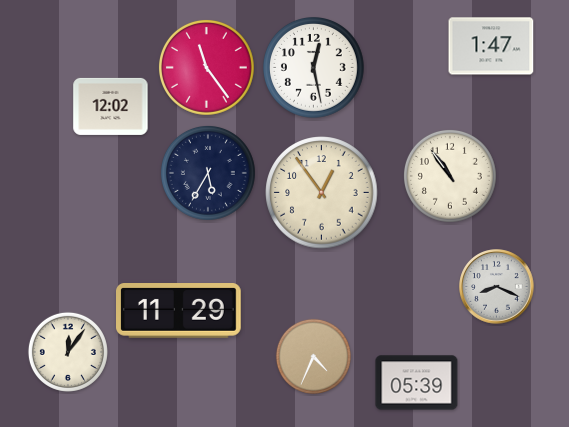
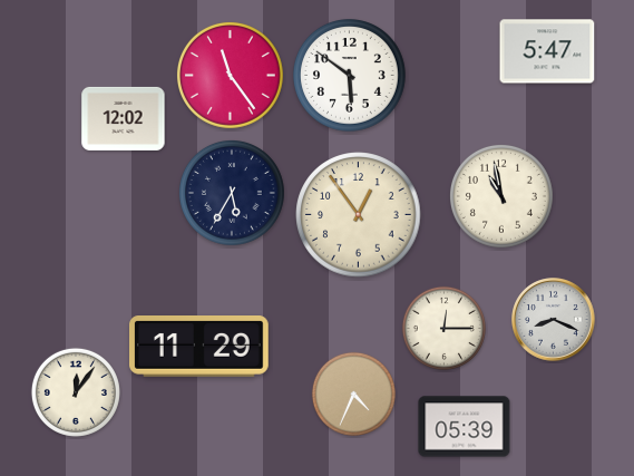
clock at (491, 46): 1:47 -> 5:47
clock at (314, 68): 12:28 -> 5:51
clock at (450, 176): 10:54 -> 10:58
clock at (443, 328): none -> 12:15
clock at (313, 356) position: (313, 356) -> (353, 394)
